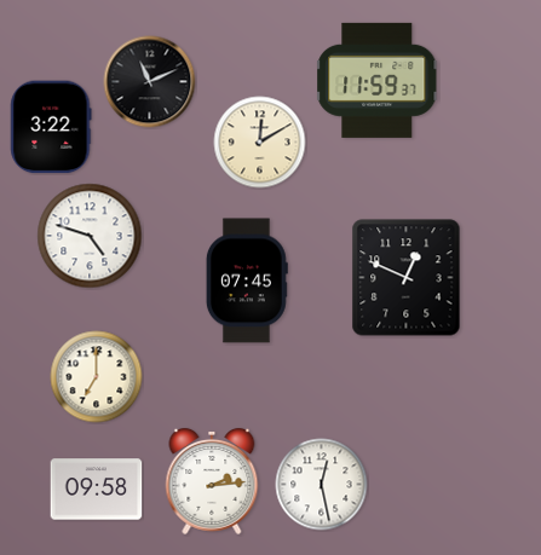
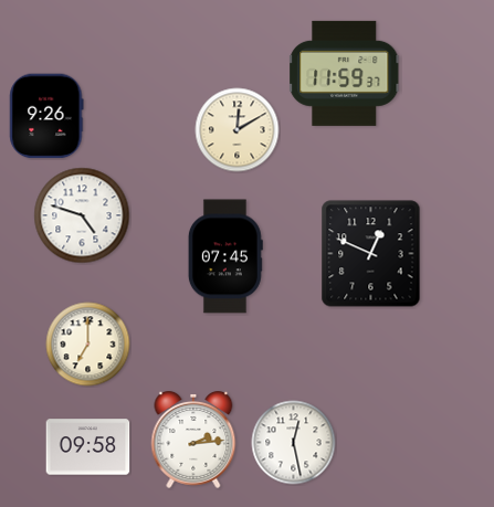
clock at (150, 82): 11:11 -> none
clock at (51, 127): 3:22 -> 9:26
